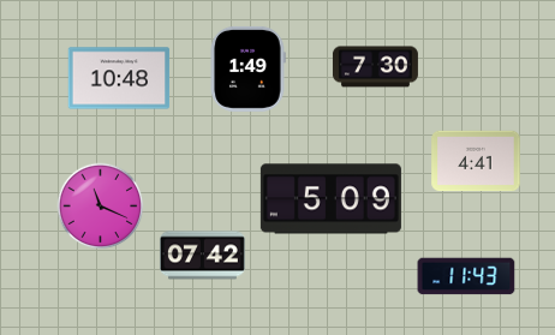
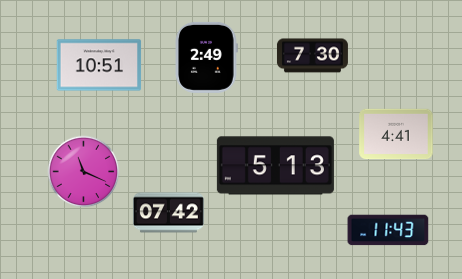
clock at (247, 68): 1:49 -> 2:49
clock at (119, 78): 10:48 -> 10:51
clock at (330, 199): 5:09 -> 5:13
